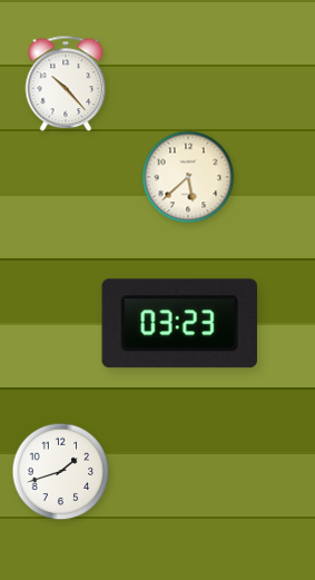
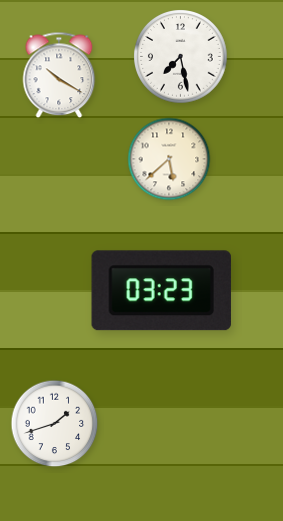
clock at (181, 57): none -> 7:28
clock at (66, 83): 10:23 -> 10:20
